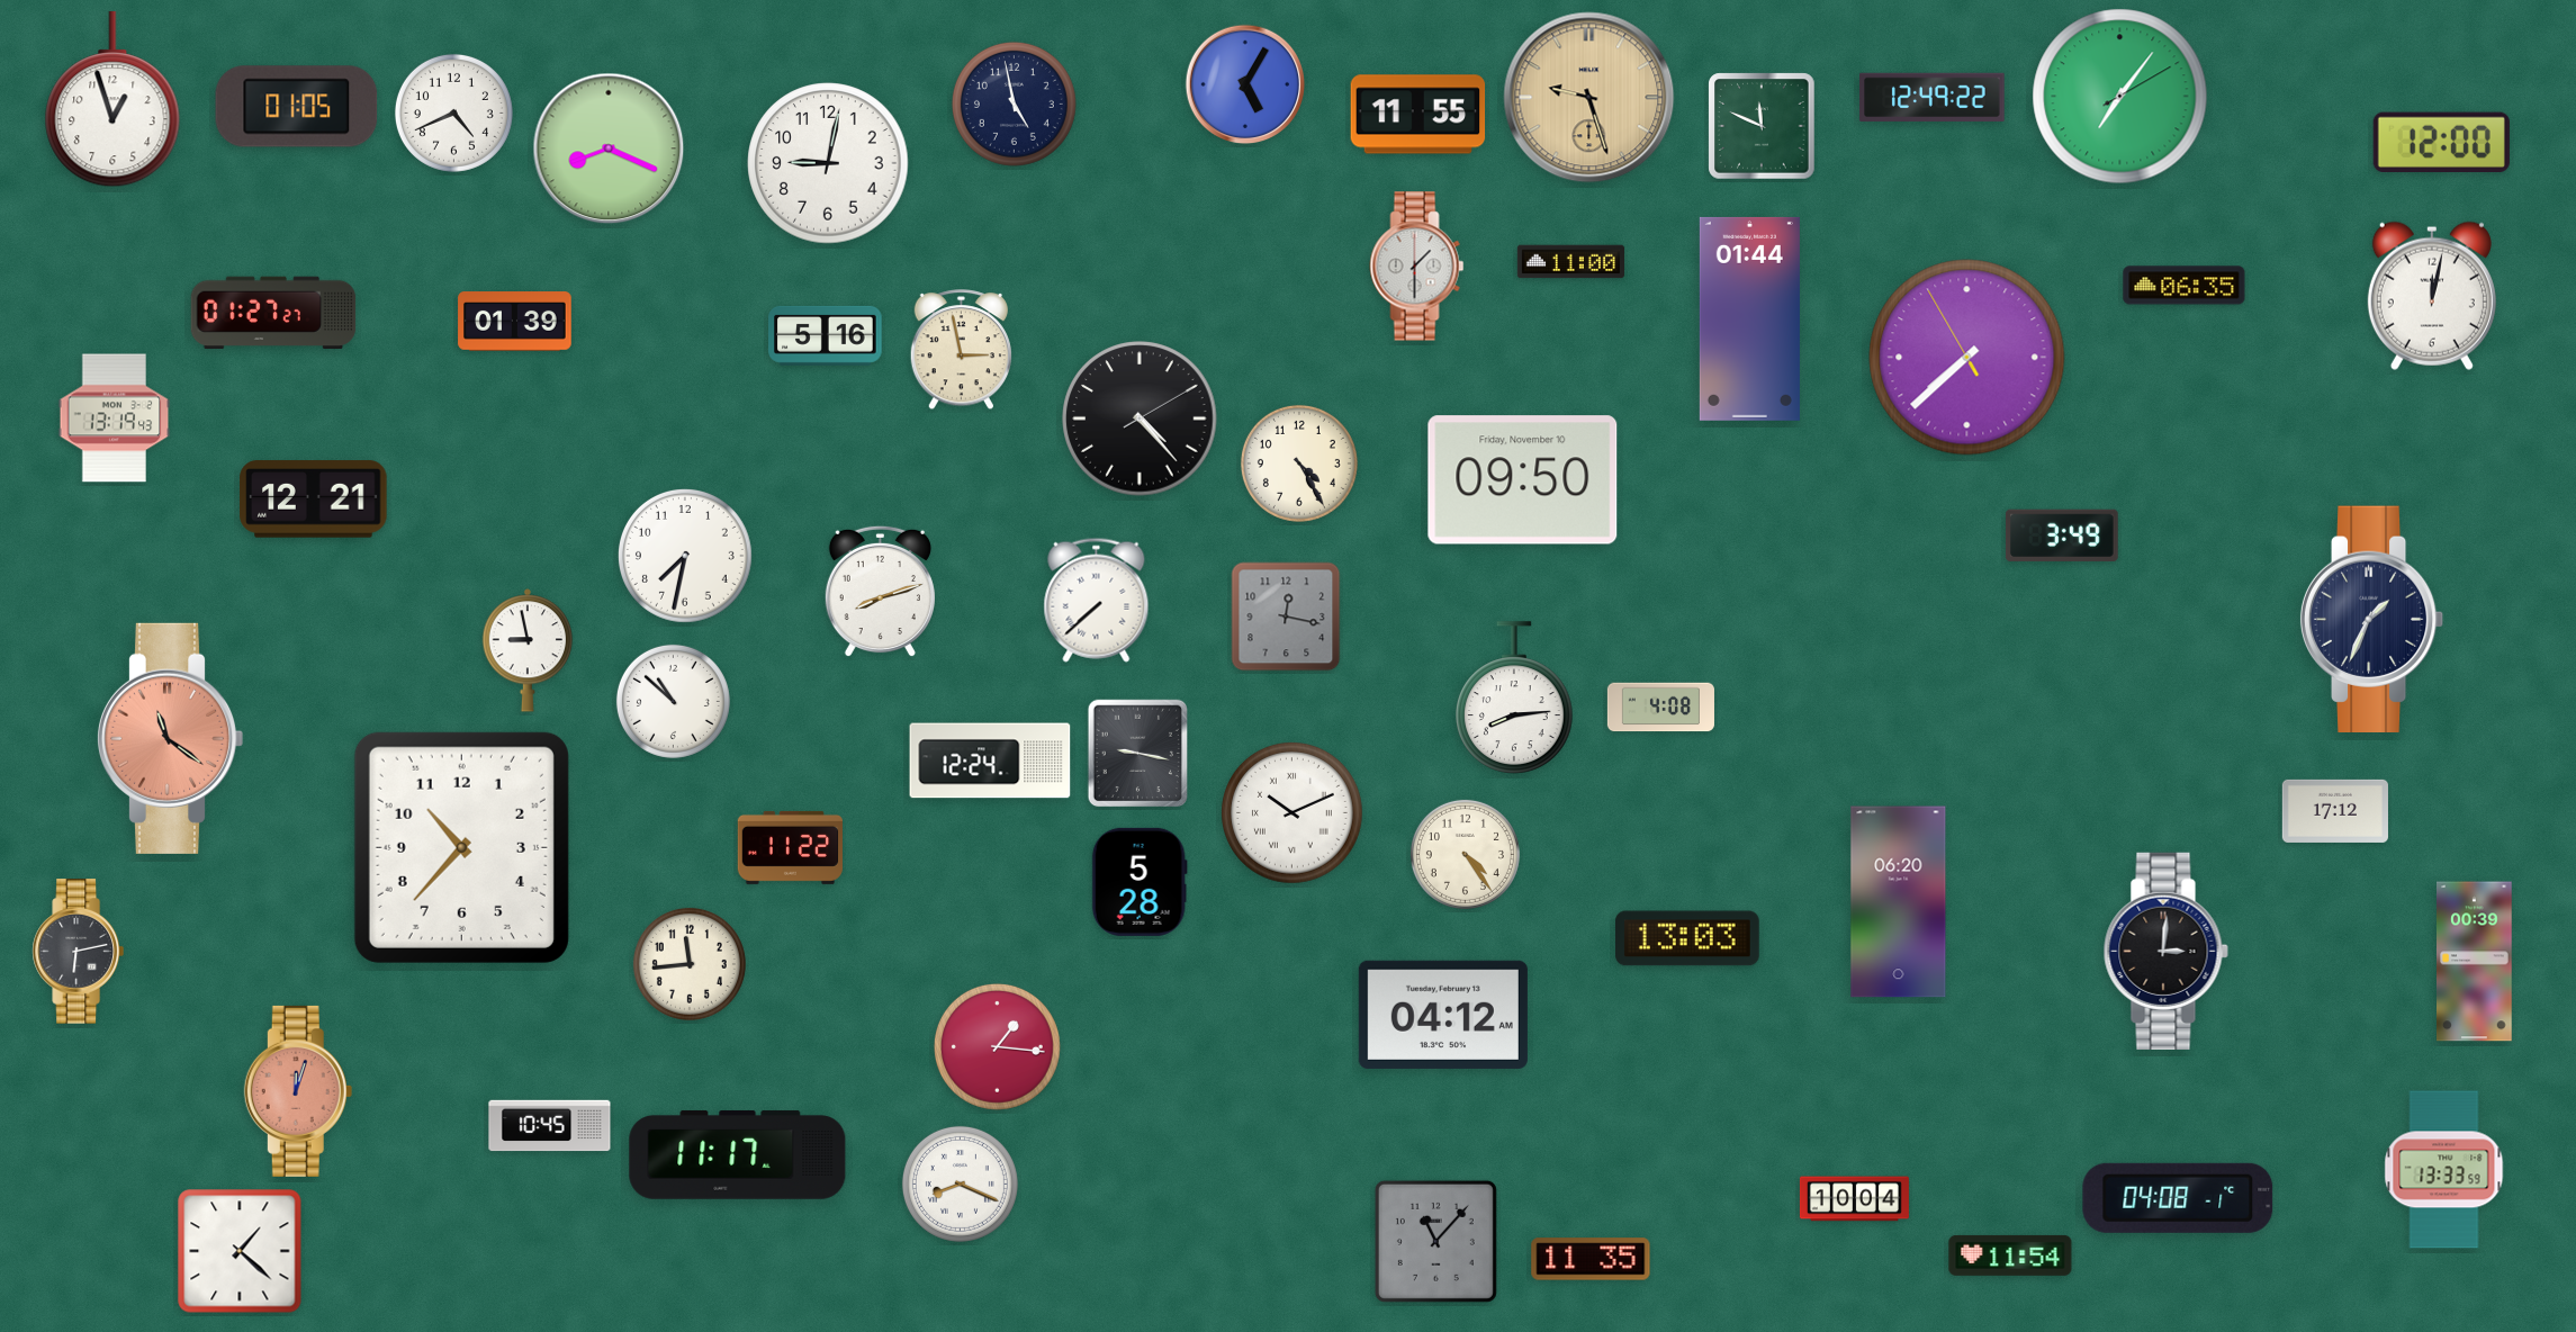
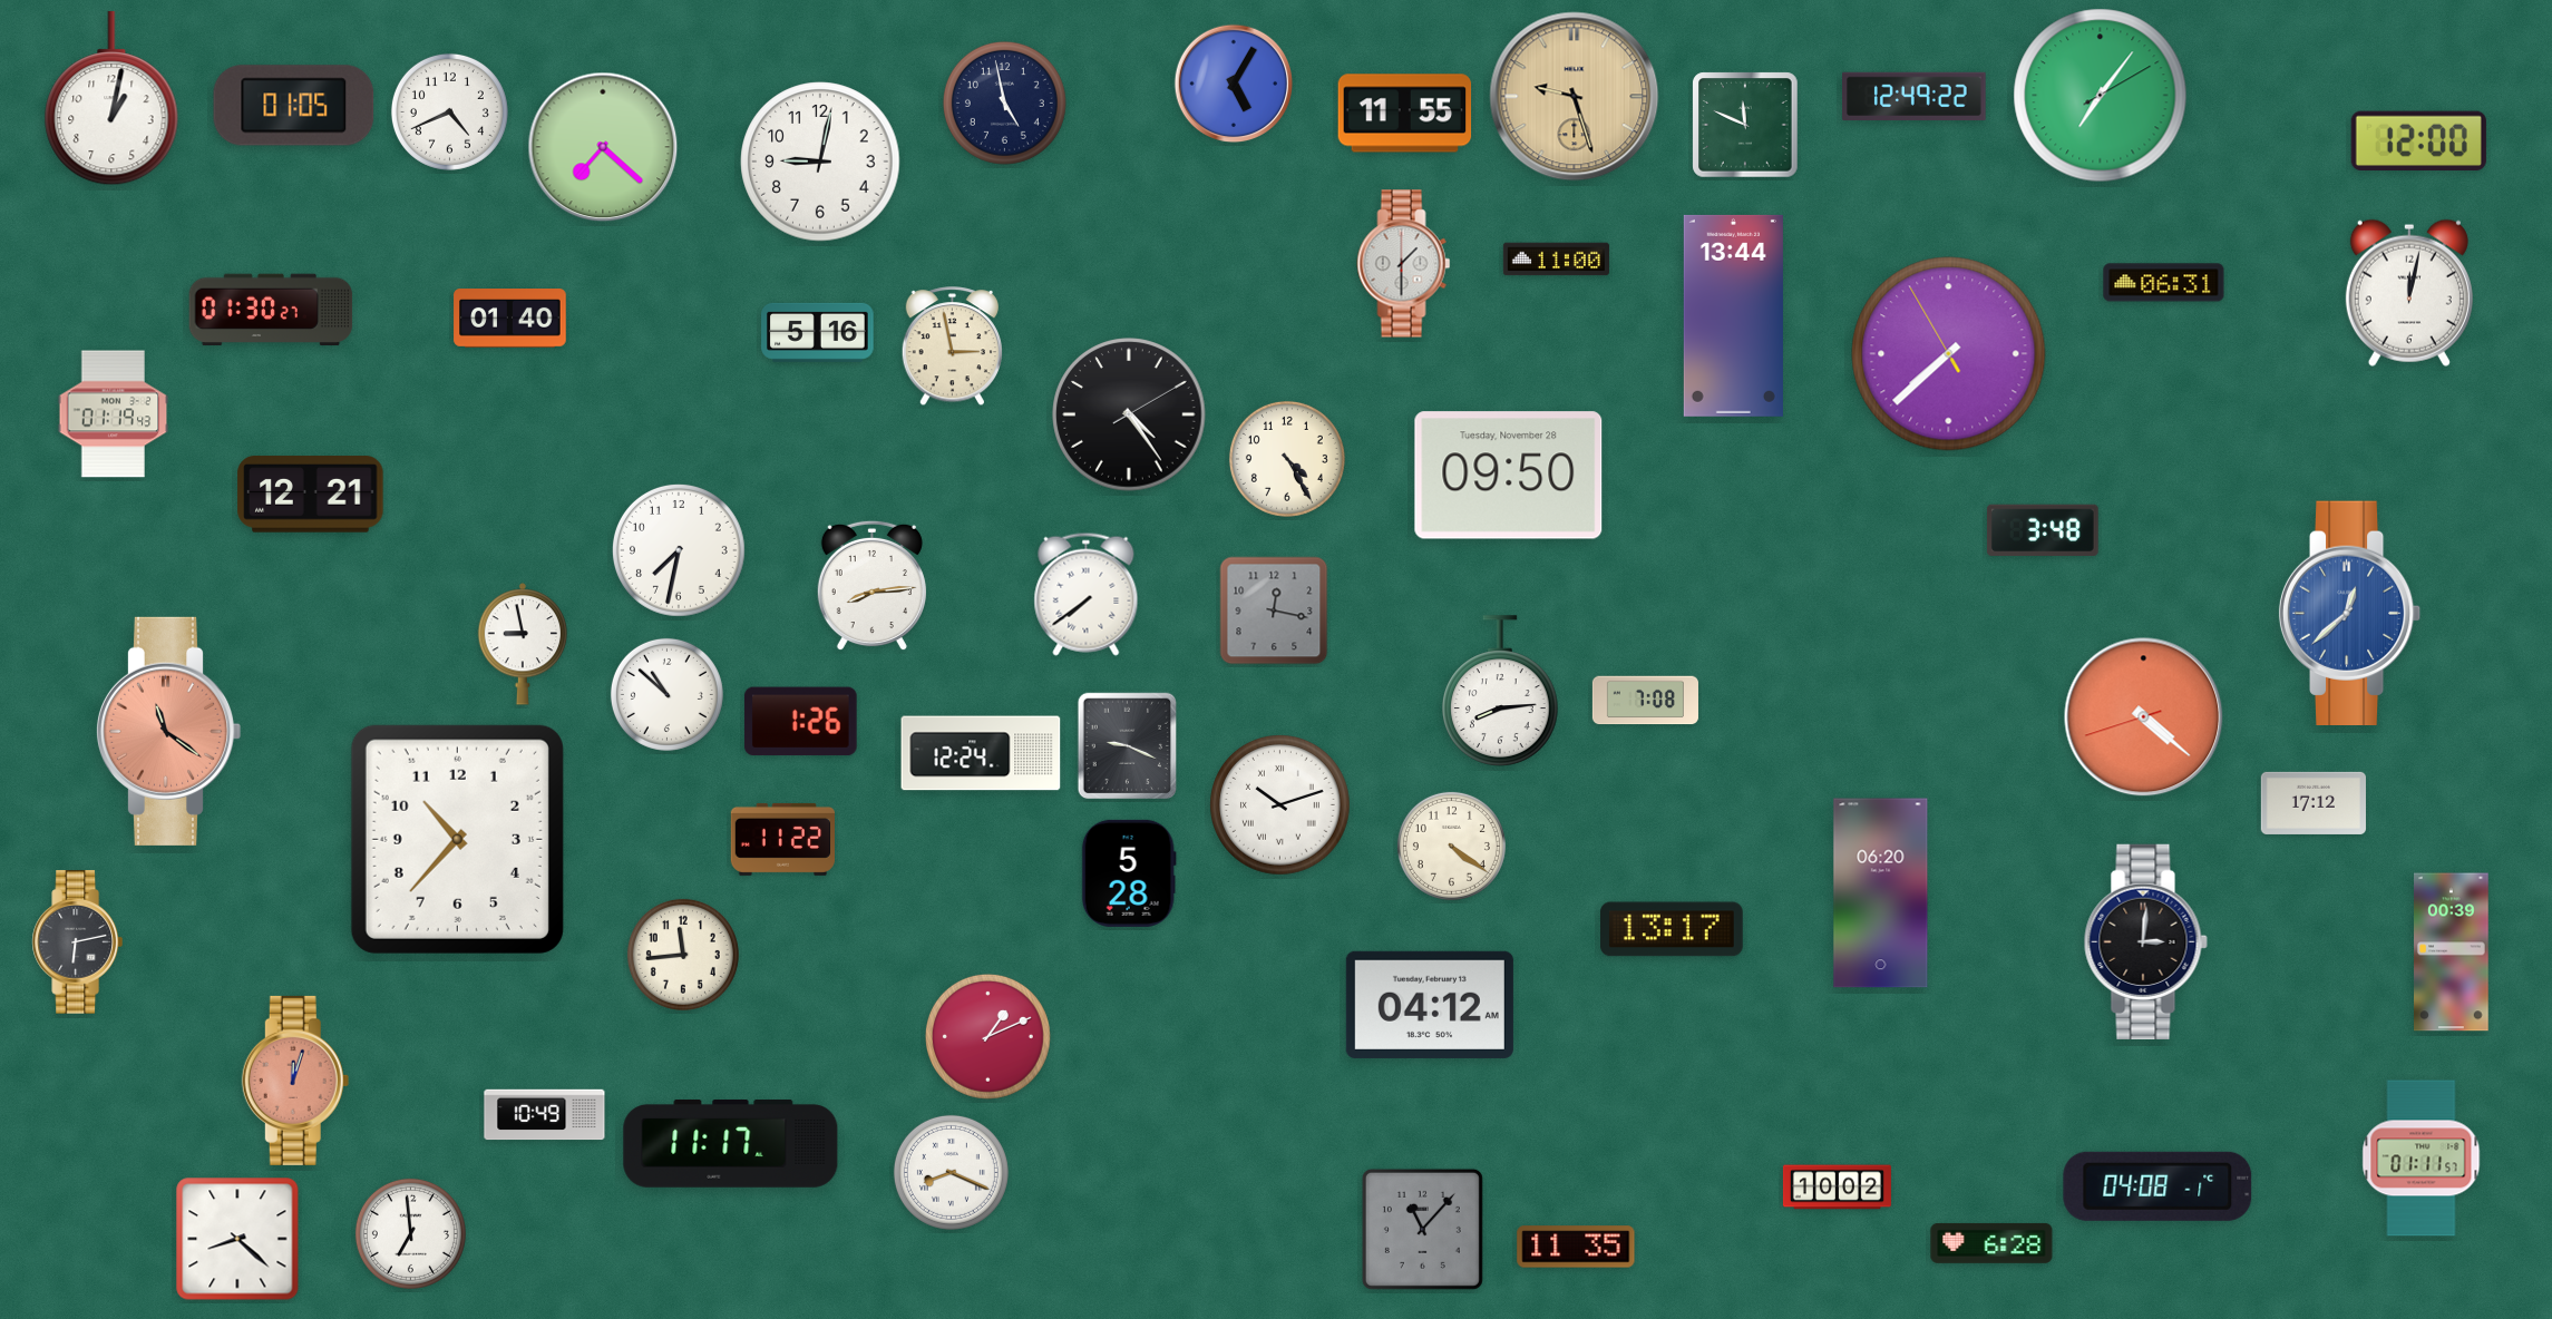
clock at (112, 99): 12:57 -> 1:02
clock at (609, 148): 8:19 -> 7:22
clock at (2185, 286): 06:35 -> 06:31
clock at (273, 313): 01:27 -> 01:30
clock at (1749, 318): 01:44 -> 13:44
clock at (515, 322): 01:39 -> 01:40
clock at (115, 418): 13:19 -> 01:19
clock at (1140, 418): 4:23 -> 4:24
clock at (1523, 480) date: Friday, November 10 -> Tuesday, November 28
clock at (2062, 535): 3:49 -> 3:48
clock at (880, 592): 8:12 -> 8:14
clock at (1097, 600): 7:38 -> 7:39
clock at (2372, 619): 1:34 -> 12:38
clock at (2372, 619) dial: navy -> blue
clock at (1660, 708): 4:08 -> 7:08
clock at (2144, 717): none -> 4:21
clock at (800, 722): none -> 1:26
clock at (1138, 754): 9:17 -> 9:19
clock at (1292, 813): 10:11 -> 10:12
clock at (1465, 854): 4:24 -> 4:21
clock at (1688, 938): 13:03 -> 13:17
clock at (997, 1046): 1:16 -> 1:11
clock at (550, 1126): 10:45 -> 10:49
clock at (2444, 1170): 13:33 -> 01:11
clock at (1854, 1199): 10:04 -> 10:02
clock at (410, 1233): none -> 6:59
clock at (240, 1251): 1:22 -> 8:22
clock at (2010, 1255): 11:54 -> 6:28
